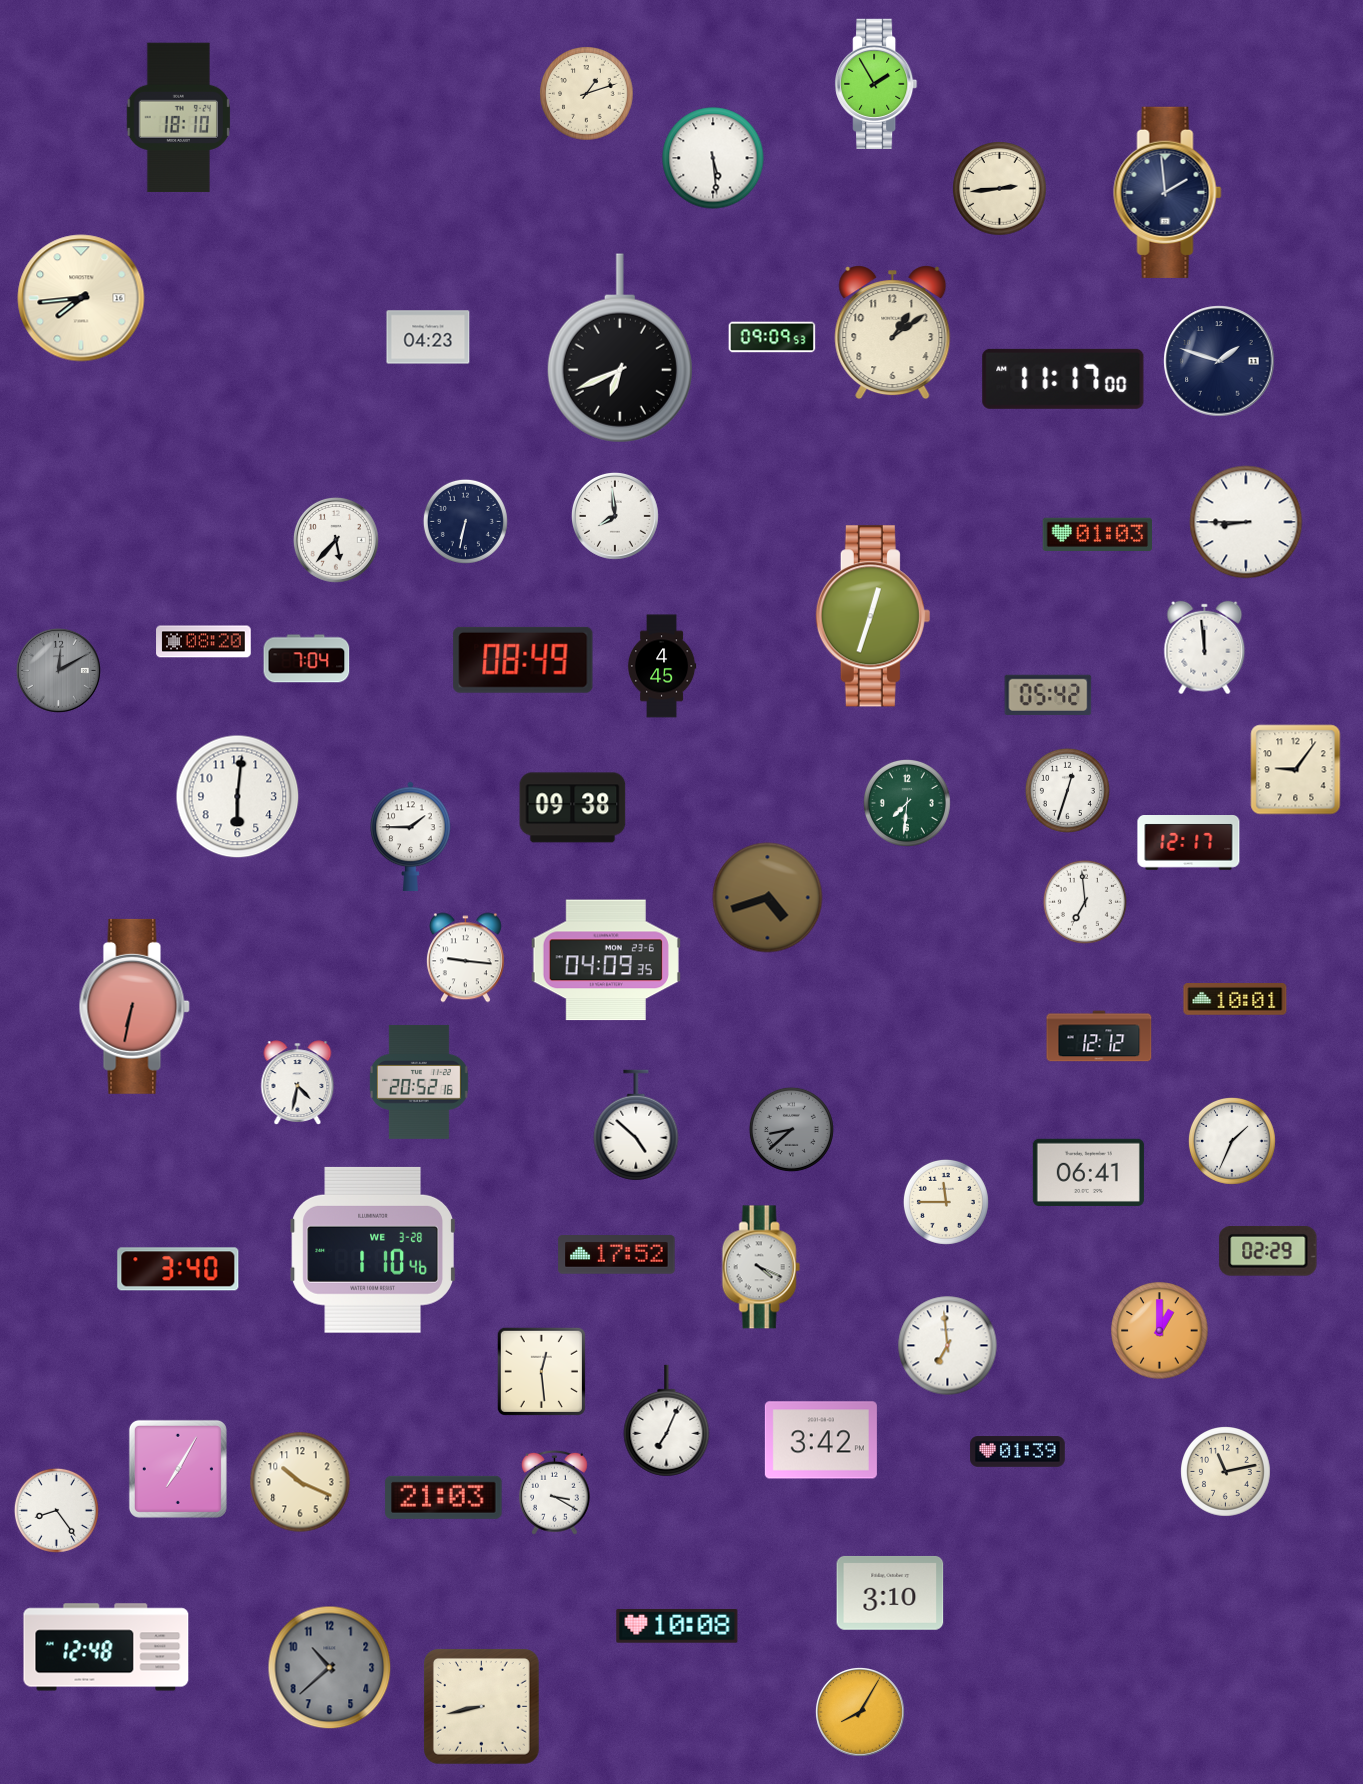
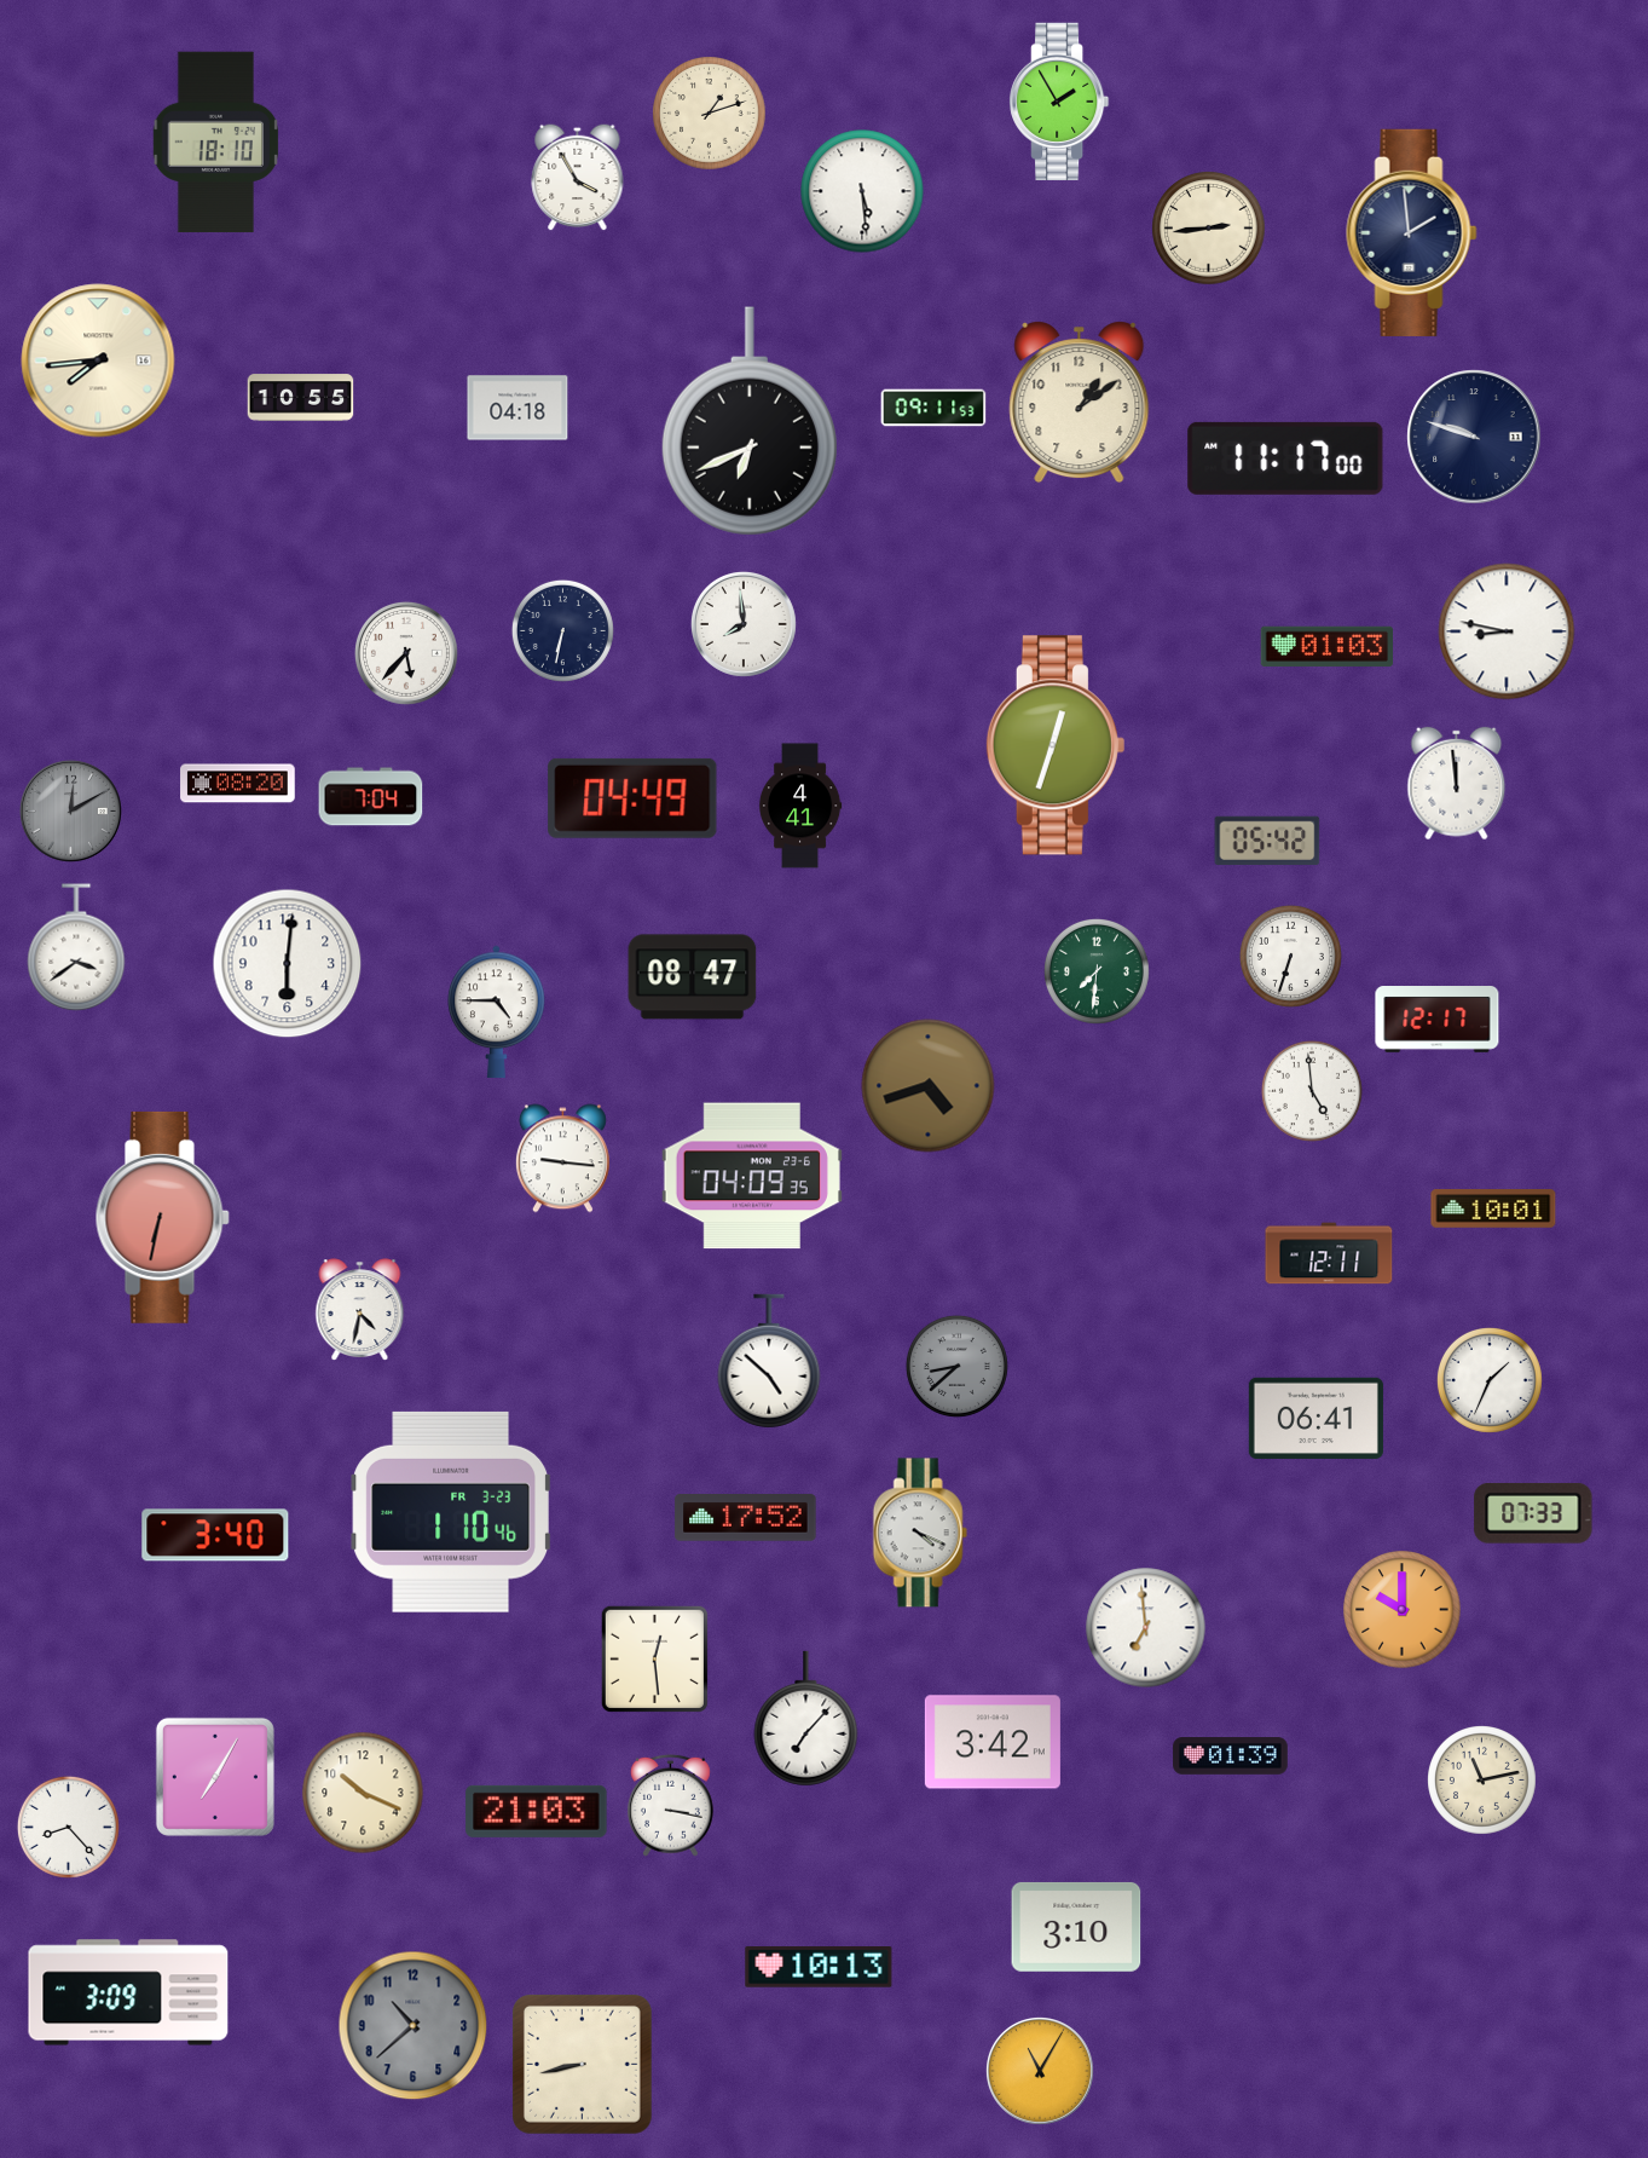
clock at (578, 177): none -> 3:55
clock at (301, 398): none -> 10:55
clock at (428, 337): 04:23 -> 04:18
clock at (772, 337): 09:09 -> 09:11
clock at (1219, 361): 1:48 -> 9:48
clock at (1246, 522): 8:45 -> 8:47
clock at (204, 642) position: (204, 642) -> (238, 784)
clock at (523, 660): 08:49 -> 04:49
clock at (662, 666): 4:45 -> 4:41
clock at (1296, 770): 9:06 -> none
clock at (76, 947): none -> 3:39
clock at (1067, 790): 12:33 -> 6:33
clock at (573, 808): 09:38 -> 08:47
clock at (411, 837): 1:45 -> 4:45
clock at (1085, 902): 6:59 -> 4:59
clock at (606, 960) position: (606, 960) -> (752, 1176)
clock at (1099, 1036): 12:12 -> 12:11
clock at (419, 1082): 20:52 -> none
clock at (946, 1202): 11:45 -> none
clock at (373, 1250) date: WE 3-28 -> FR 3-23
clock at (1268, 1251): 02:29 -> 07:33
clock at (1160, 1331): 1:00 -> 10:00
clock at (667, 1421): 7:04 -> 7:07
clock at (555, 1492): 3:20 -> 3:17
clock at (56, 1510): 8:24 -> 8:23
clock at (677, 1627): 10:08 -> 10:13
clock at (106, 1647): 12:48 -> 3:09
clock at (330, 1668) position: (330, 1668) -> (414, 2026)
clock at (861, 1713): 8:05 -> 11:05
